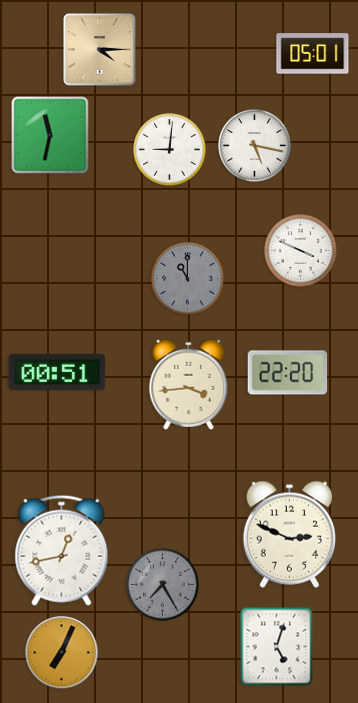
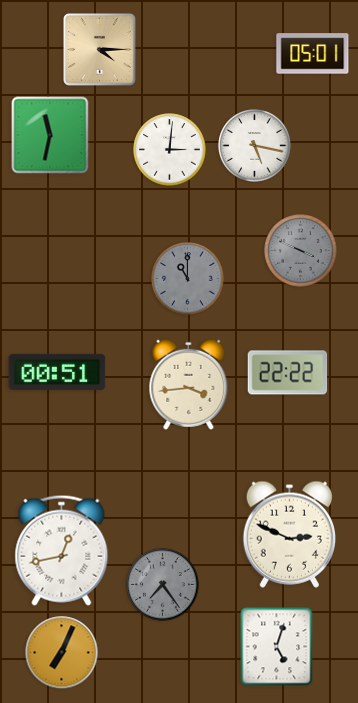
clock at (170, 150): 9:01 -> 3:01
clock at (301, 251) dial: white -> grey
clock at (288, 373): 22:20 -> 22:22
clock at (163, 585): 7:25 -> 7:24
